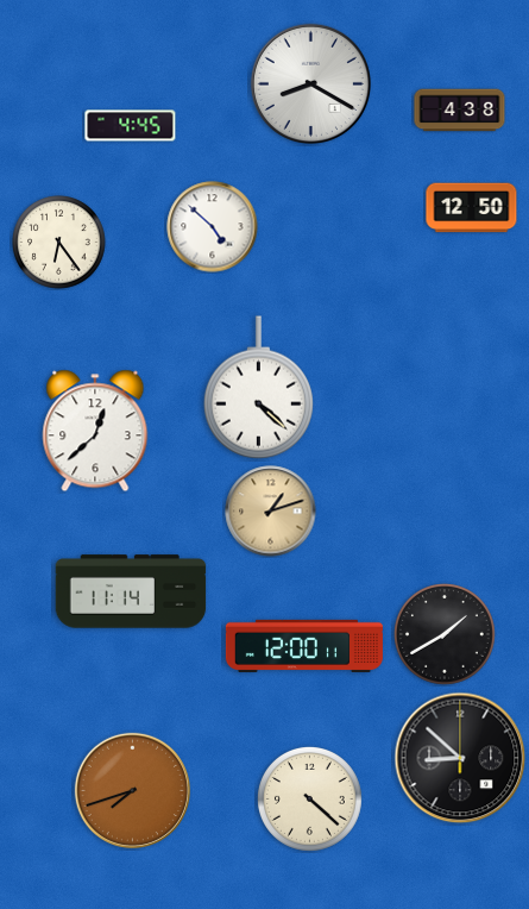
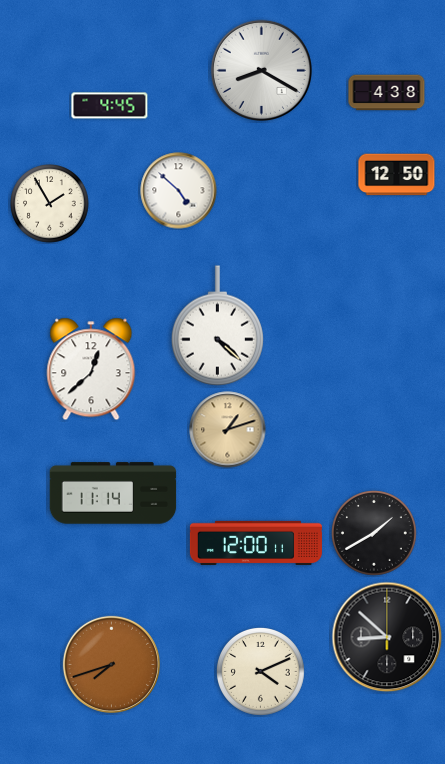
clock at (59, 243): 6:24 -> 1:55
clock at (95, 431) position: (95, 431) -> (91, 369)
clock at (131, 591) position: (131, 591) -> (113, 493)
clock at (309, 798): 4:22 -> 4:11
